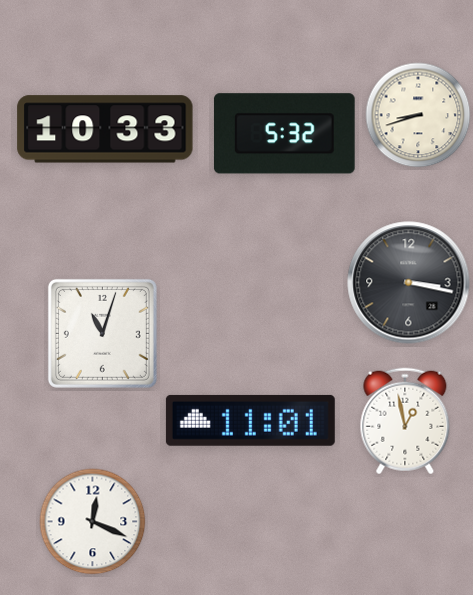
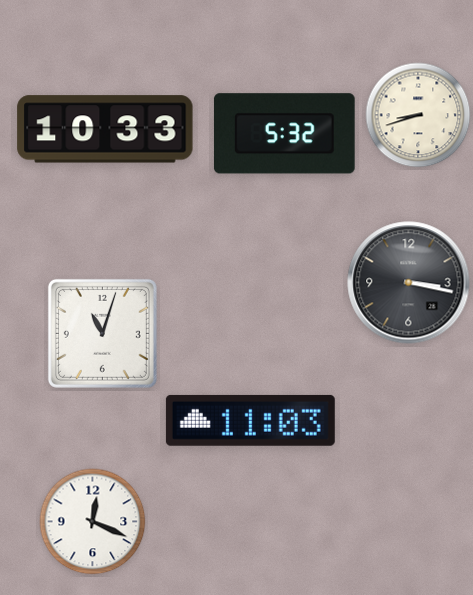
clock at (250, 420): 11:01 -> 11:03
clock at (405, 421): 12:58 -> none
